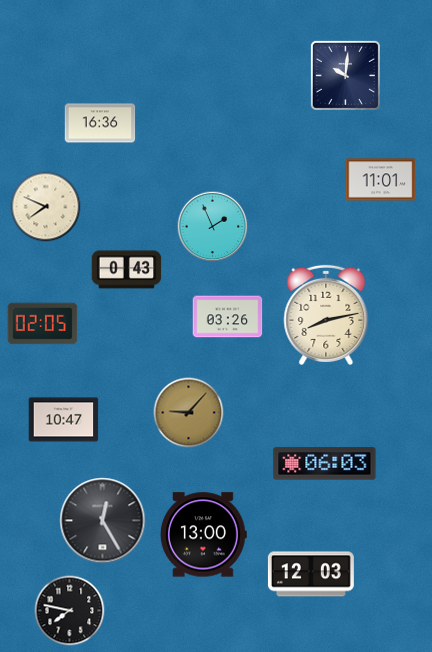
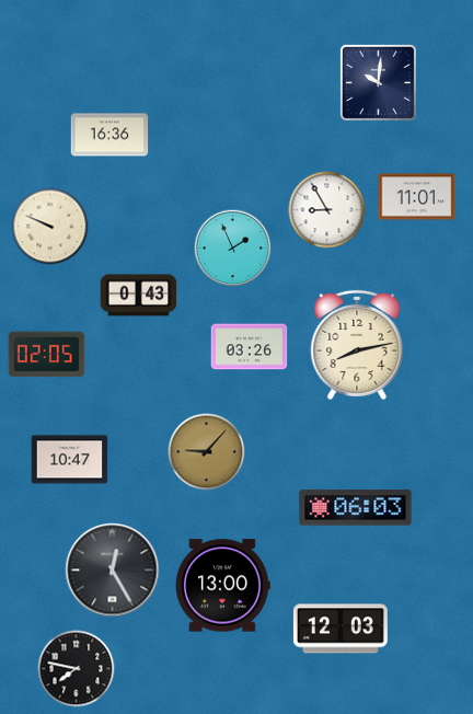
clock at (327, 210): none -> 8:55
clock at (46, 207): 7:49 -> 9:49
